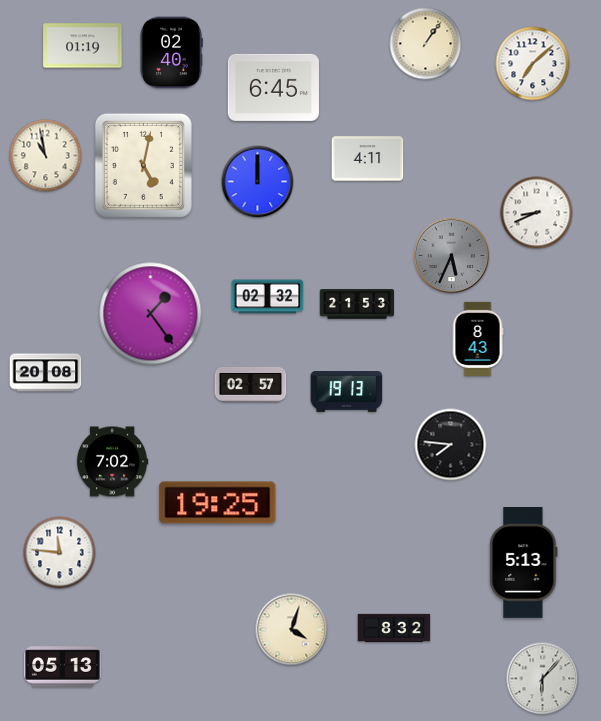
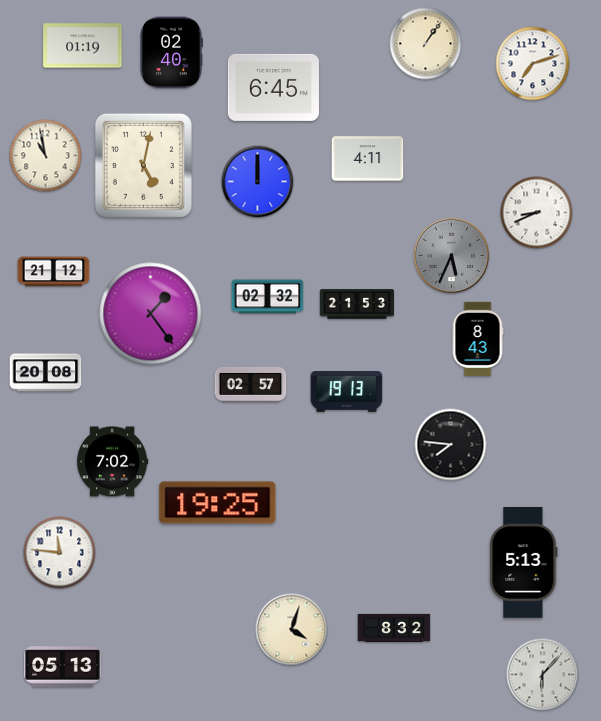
clock at (533, 64): 7:08 -> 7:12
clock at (54, 272): none -> 21:12
clock at (543, 679) position: (543, 679) -> (543, 675)
